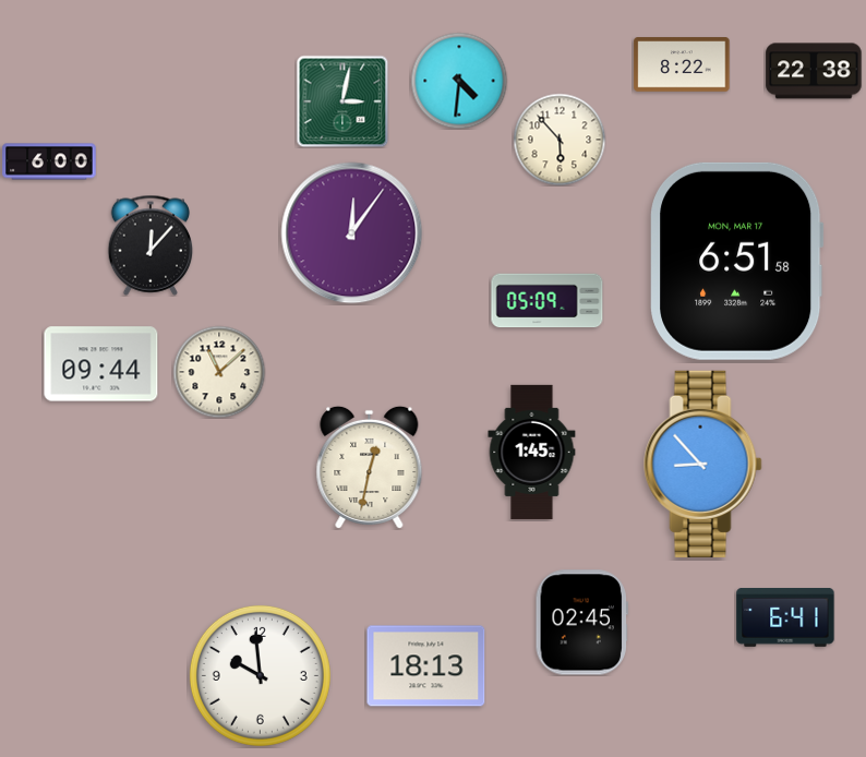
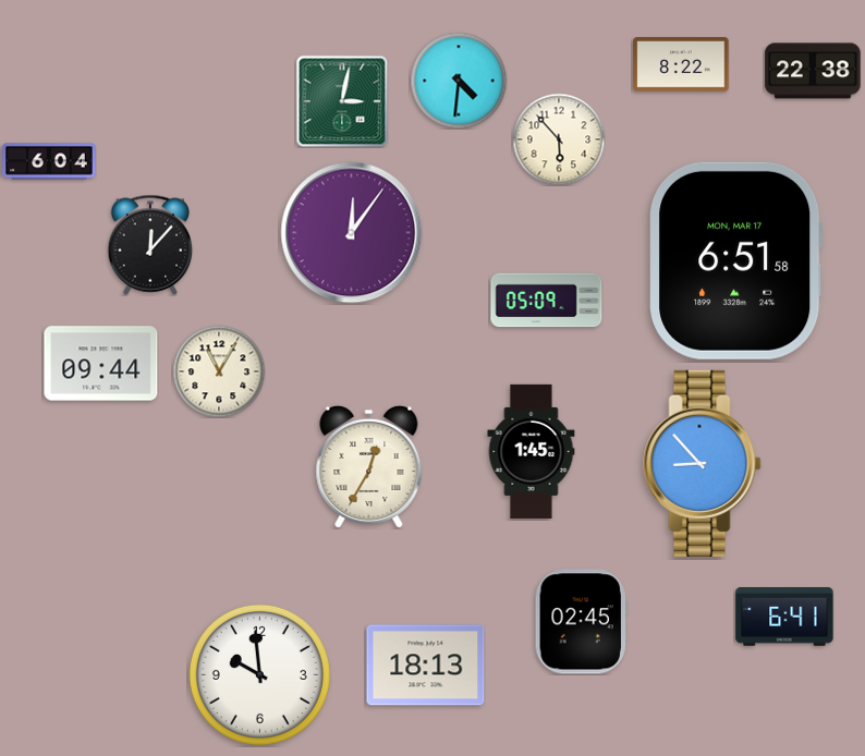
clock at (49, 161): 6:00 -> 6:04
clock at (219, 372): 11:08 -> 11:05
clock at (370, 467): 12:32 -> 12:35
